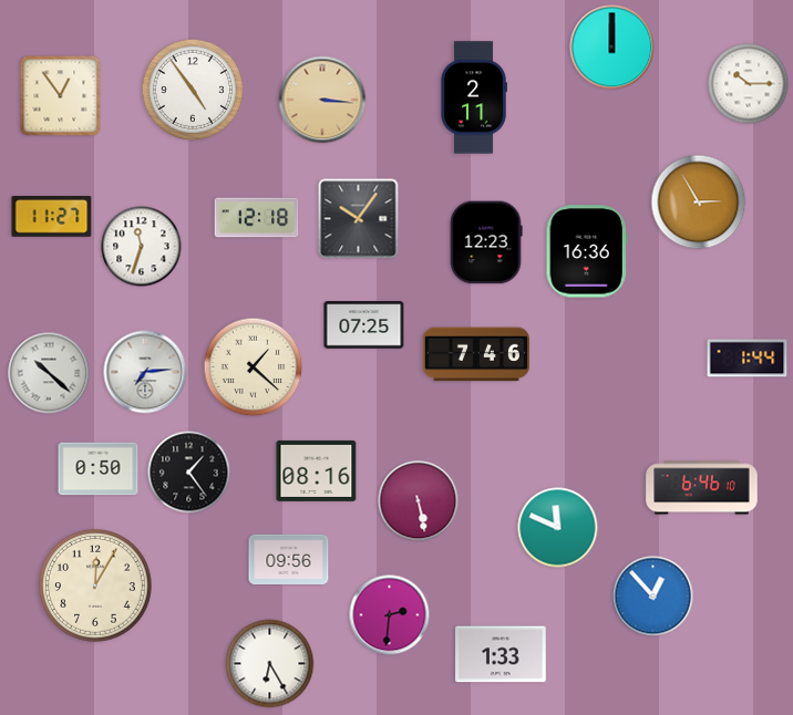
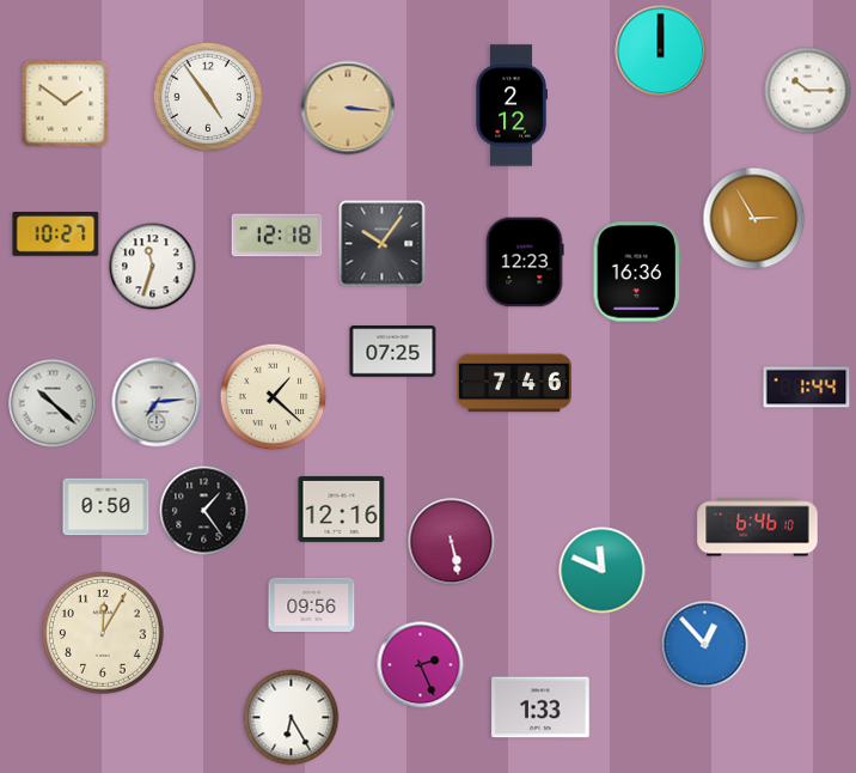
clock at (61, 96): 12:54 -> 1:51
clock at (474, 97): 2:11 -> 2:12
clock at (52, 217): 11:27 -> 10:27
clock at (359, 219) position: (359, 219) -> (383, 244)
clock at (587, 251) position: (587, 251) -> (637, 272)
clock at (317, 470): 08:16 -> 12:16
clock at (390, 615): 2:31 -> 2:26
